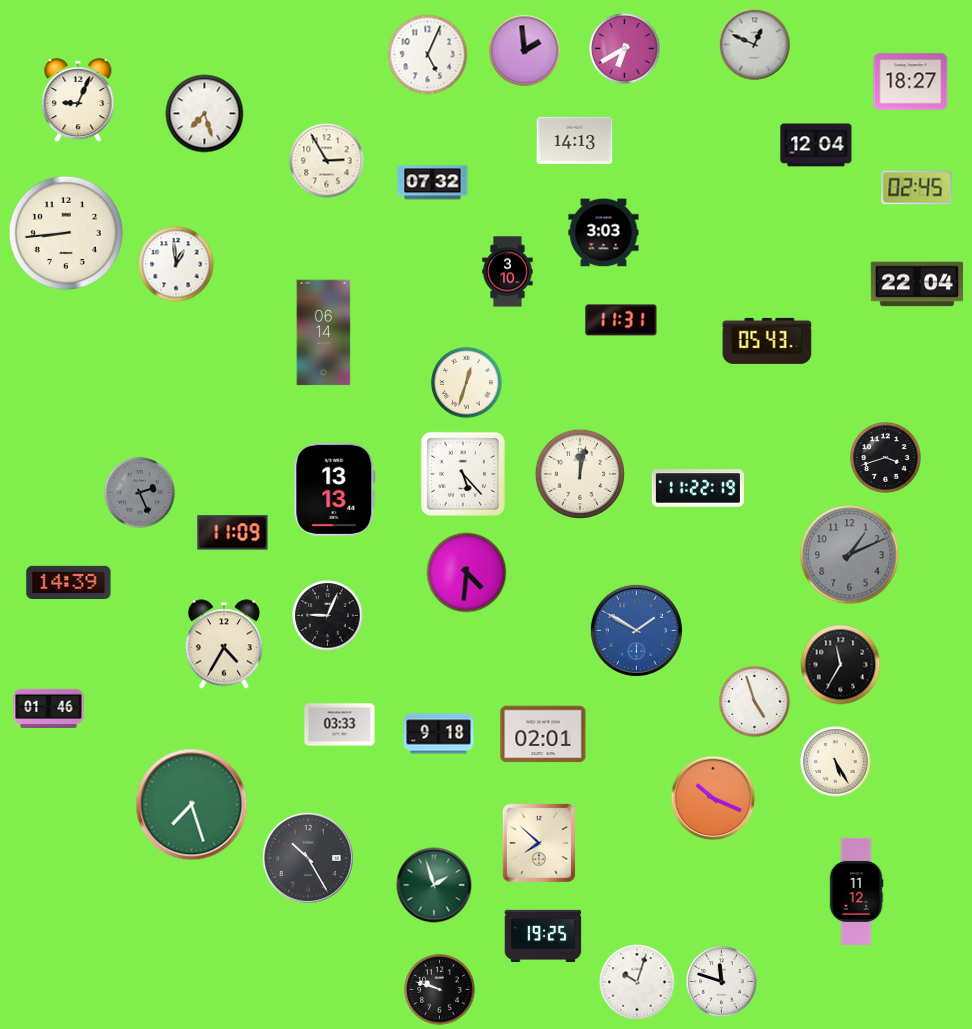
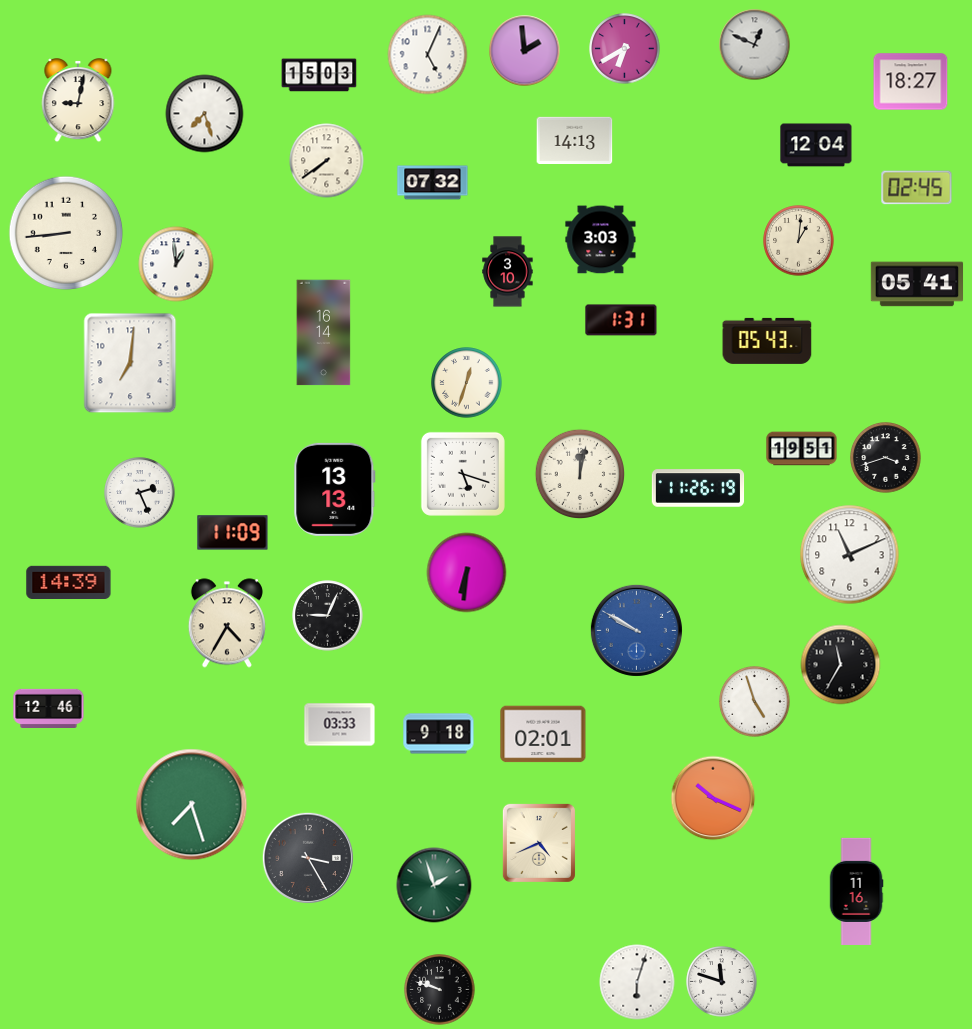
clock at (319, 75): none -> 15:03
clock at (78, 101): 9:04 -> 9:02
clock at (327, 161): 2:55 -> 7:39
clock at (604, 233) position: (604, 233) -> (601, 240)
clock at (799, 241): none -> 1:01
clock at (917, 284): 22:04 -> 05:41
clock at (621, 320): 11:31 -> 1:31
clock at (324, 333): 06:14 -> 16:14
clock at (130, 363): none -> 7:01
clock at (802, 449): none -> 19:51
clock at (463, 474): 5:23 -> 5:18
clock at (698, 488): 11:22 -> 11:26
clock at (140, 493) dial: grey -> white
clock at (850, 555): 1:11 -> 11:11
clock at (850, 555) dial: grey -> white
clock at (467, 573): 4:31 -> 6:31
clock at (636, 630): 1:50 -> 9:50
clock at (224, 644) position: (224, 644) -> (227, 623)
clock at (49, 708): 01:46 -> 12:46
clock at (836, 762): 5:25 -> none
clock at (539, 843): 7:52 -> 4:41
clock at (308, 858): 10:25 -> 3:25
clock at (856, 891): 11:12 -> 11:16
clock at (543, 935): 19:25 -> none
clock at (637, 982): 10:03 -> 6:03
